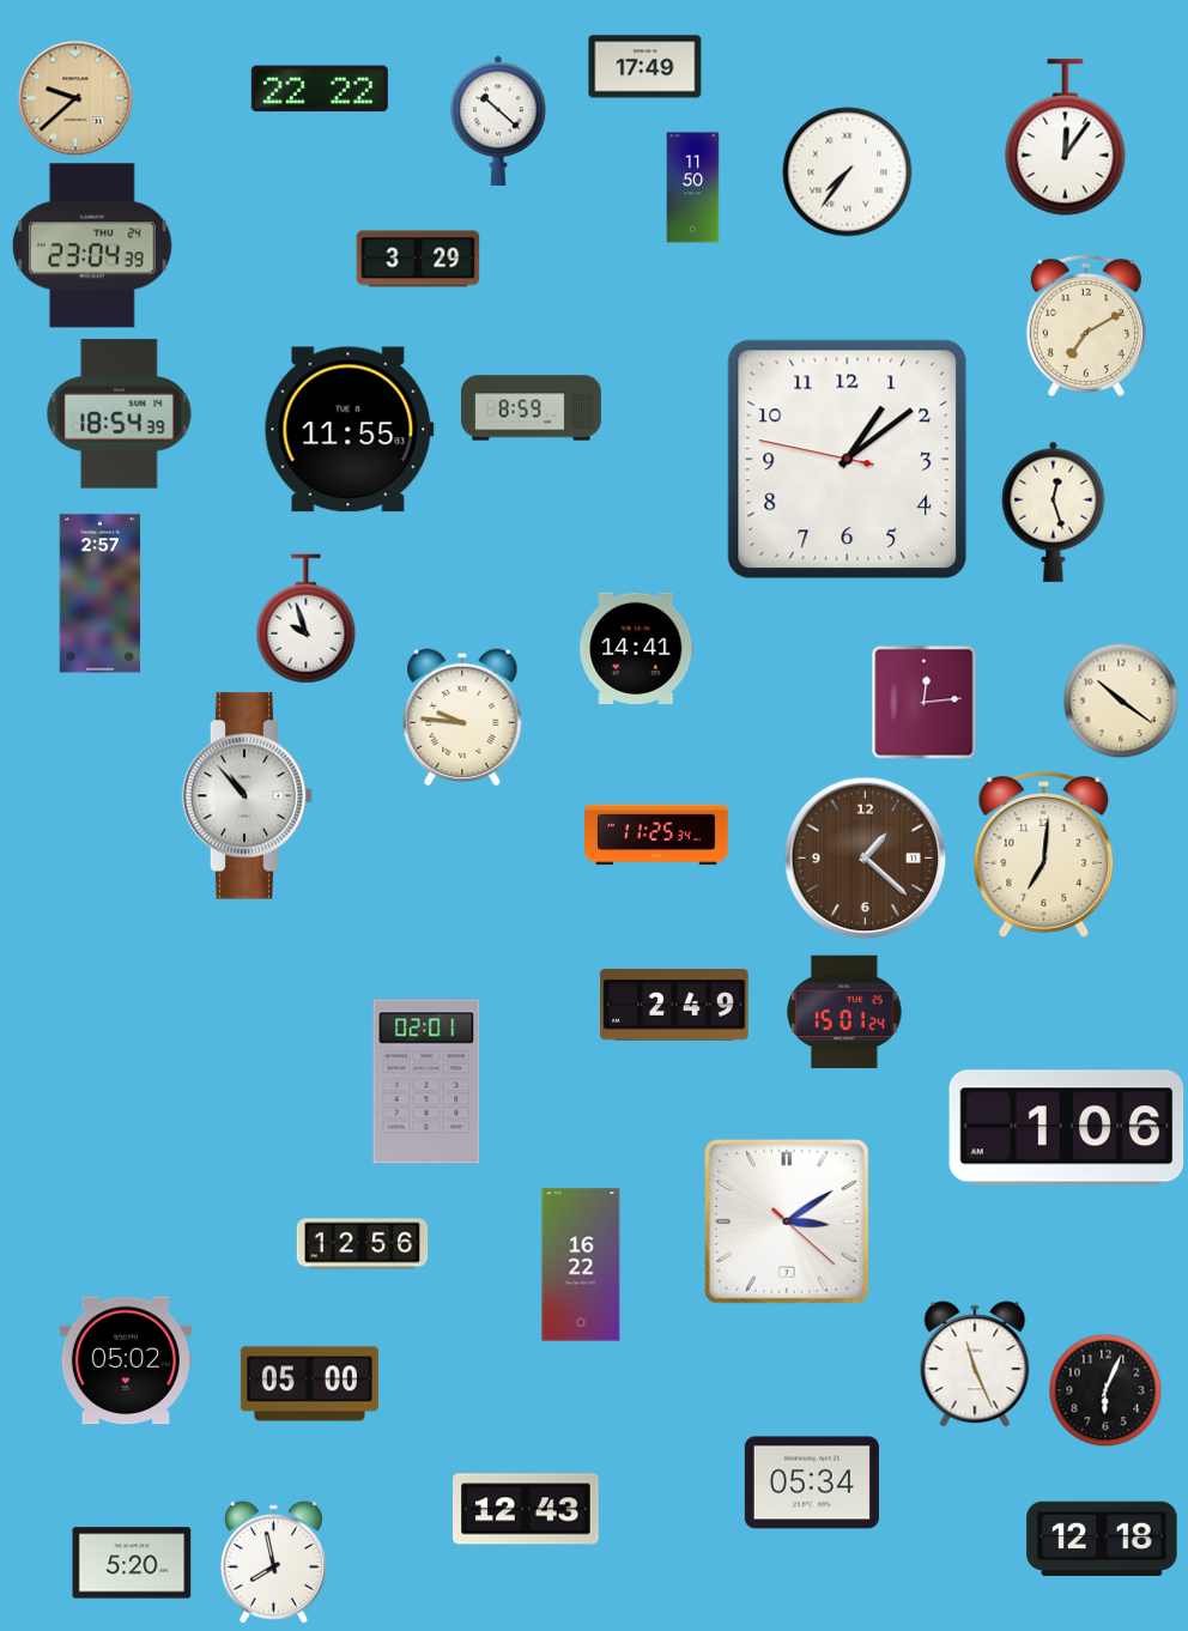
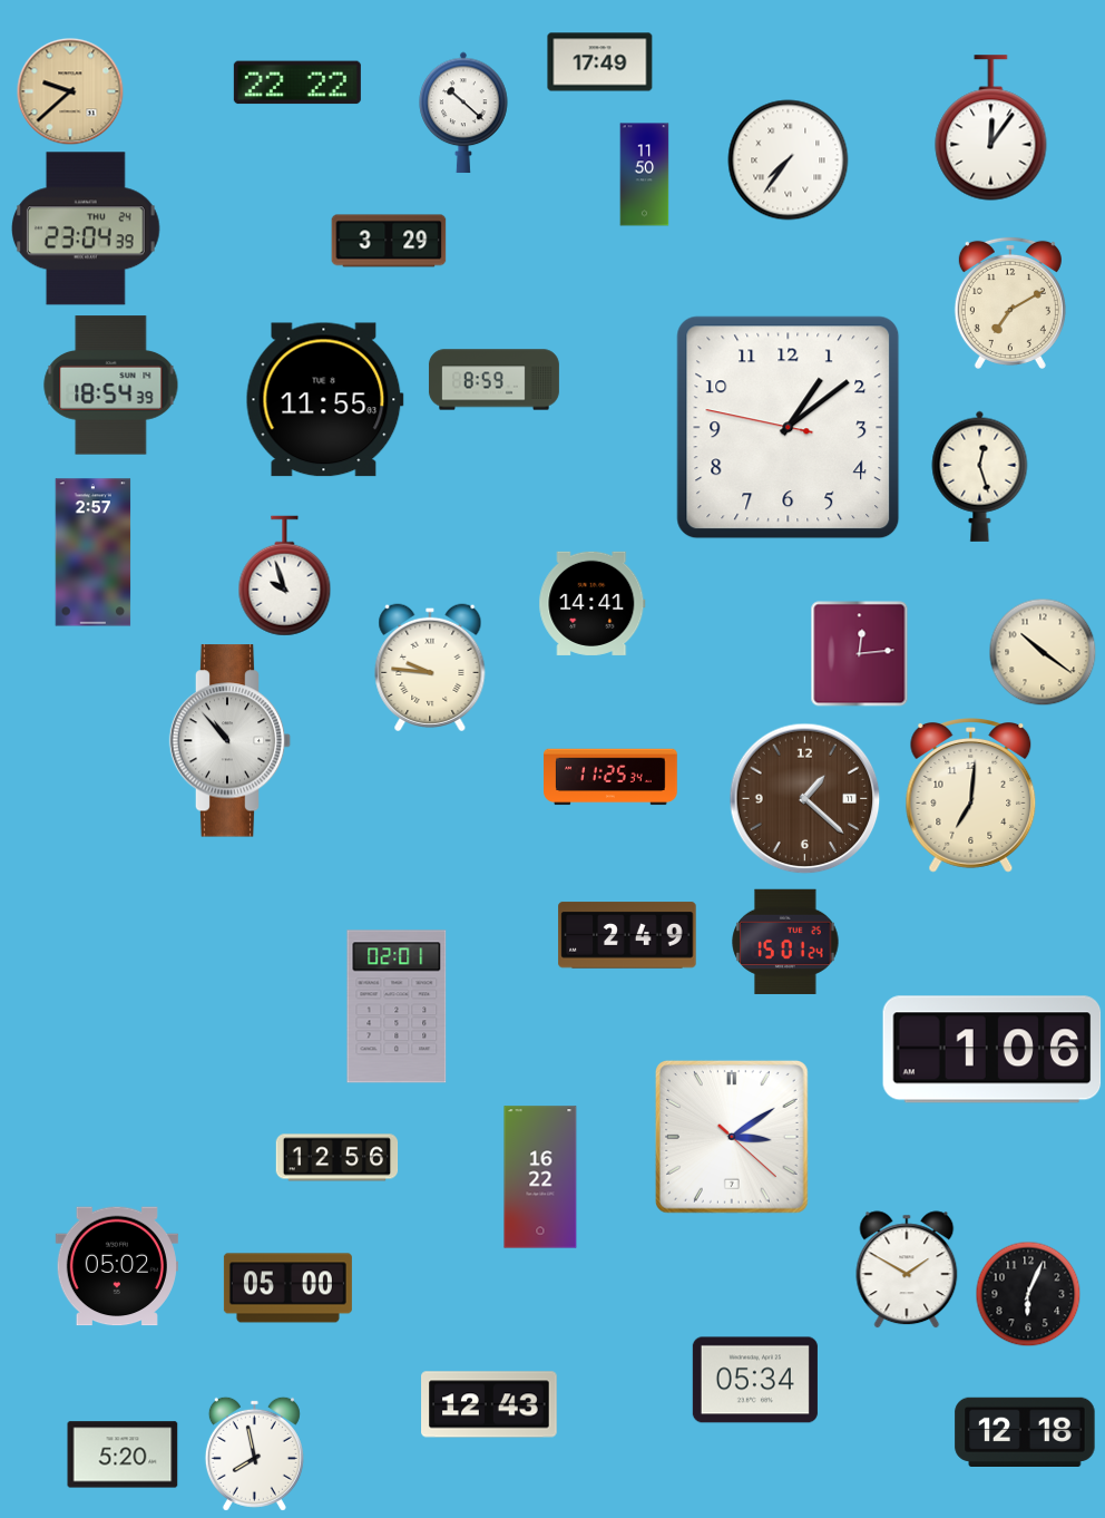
clock at (975, 1364): 11:26 -> 1:50
